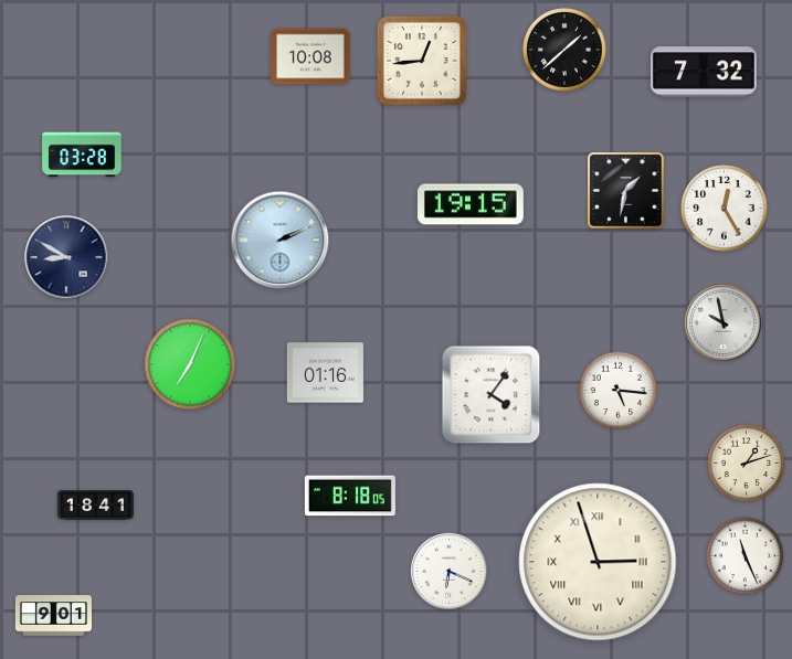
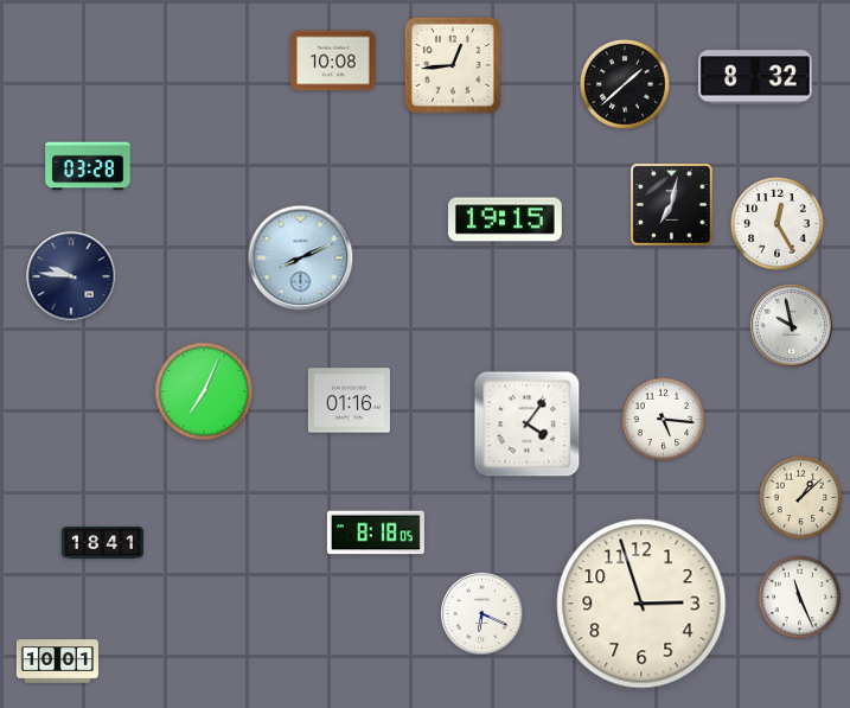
clock at (564, 50) position: (564, 50) -> (625, 84)
clock at (704, 72): 7:32 -> 8:32
clock at (626, 191): 1:32 -> 7:02
clock at (281, 241): 2:11 -> 8:11
clock at (66, 257): 8:50 -> 9:46
clock at (722, 322) position: (722, 322) -> (791, 325)
clock at (747, 464): 1:12 -> 1:08
clock at (598, 562) numerals: Roman -> Arabic
clock at (53, 616): 9:01 -> 10:01
